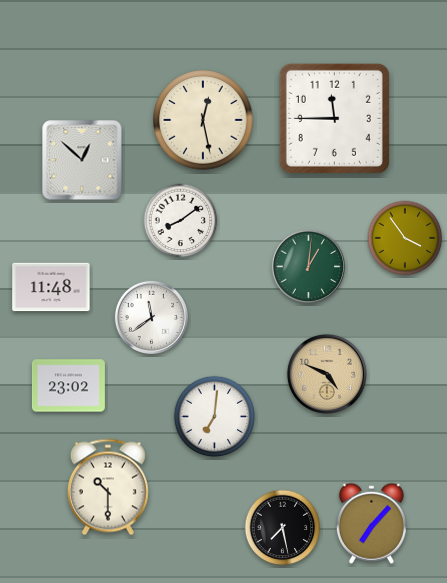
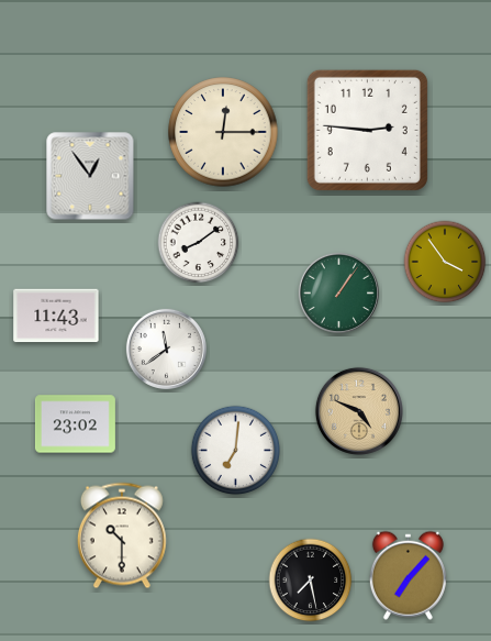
clock at (334, 118): 11:45 -> 2:46
clock at (203, 120): 12:28 -> 12:15
clock at (82, 160): 12:52 -> 12:54
clock at (308, 266): 1:01 -> 1:06
clock at (51, 287): 11:48 -> 11:43
clock at (215, 417) position: (215, 417) -> (236, 451)
clock at (108, 487) position: (108, 487) -> (122, 535)
